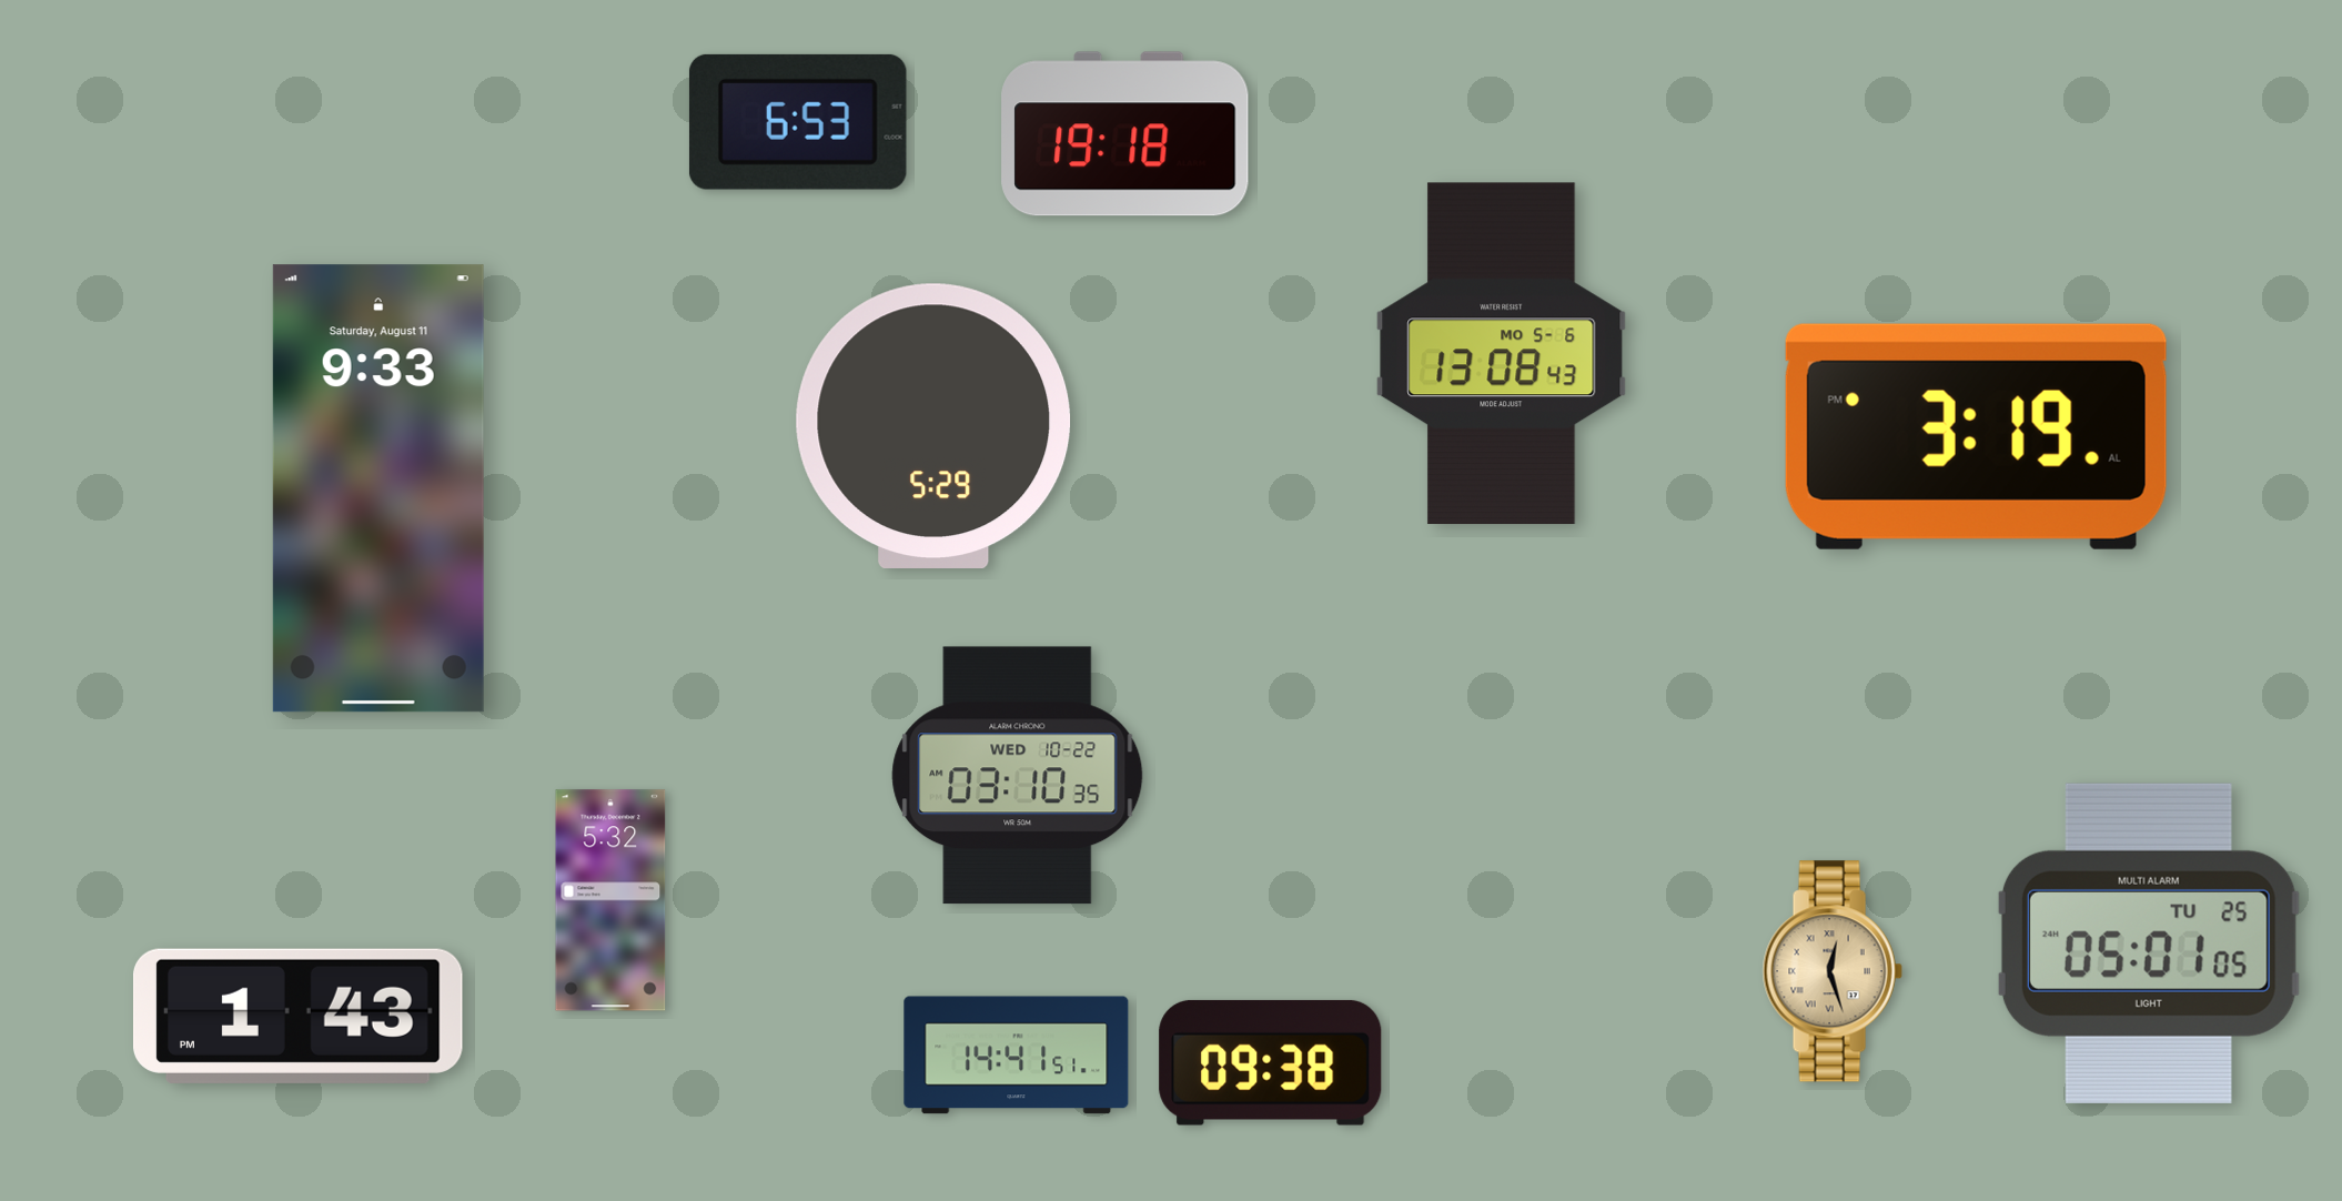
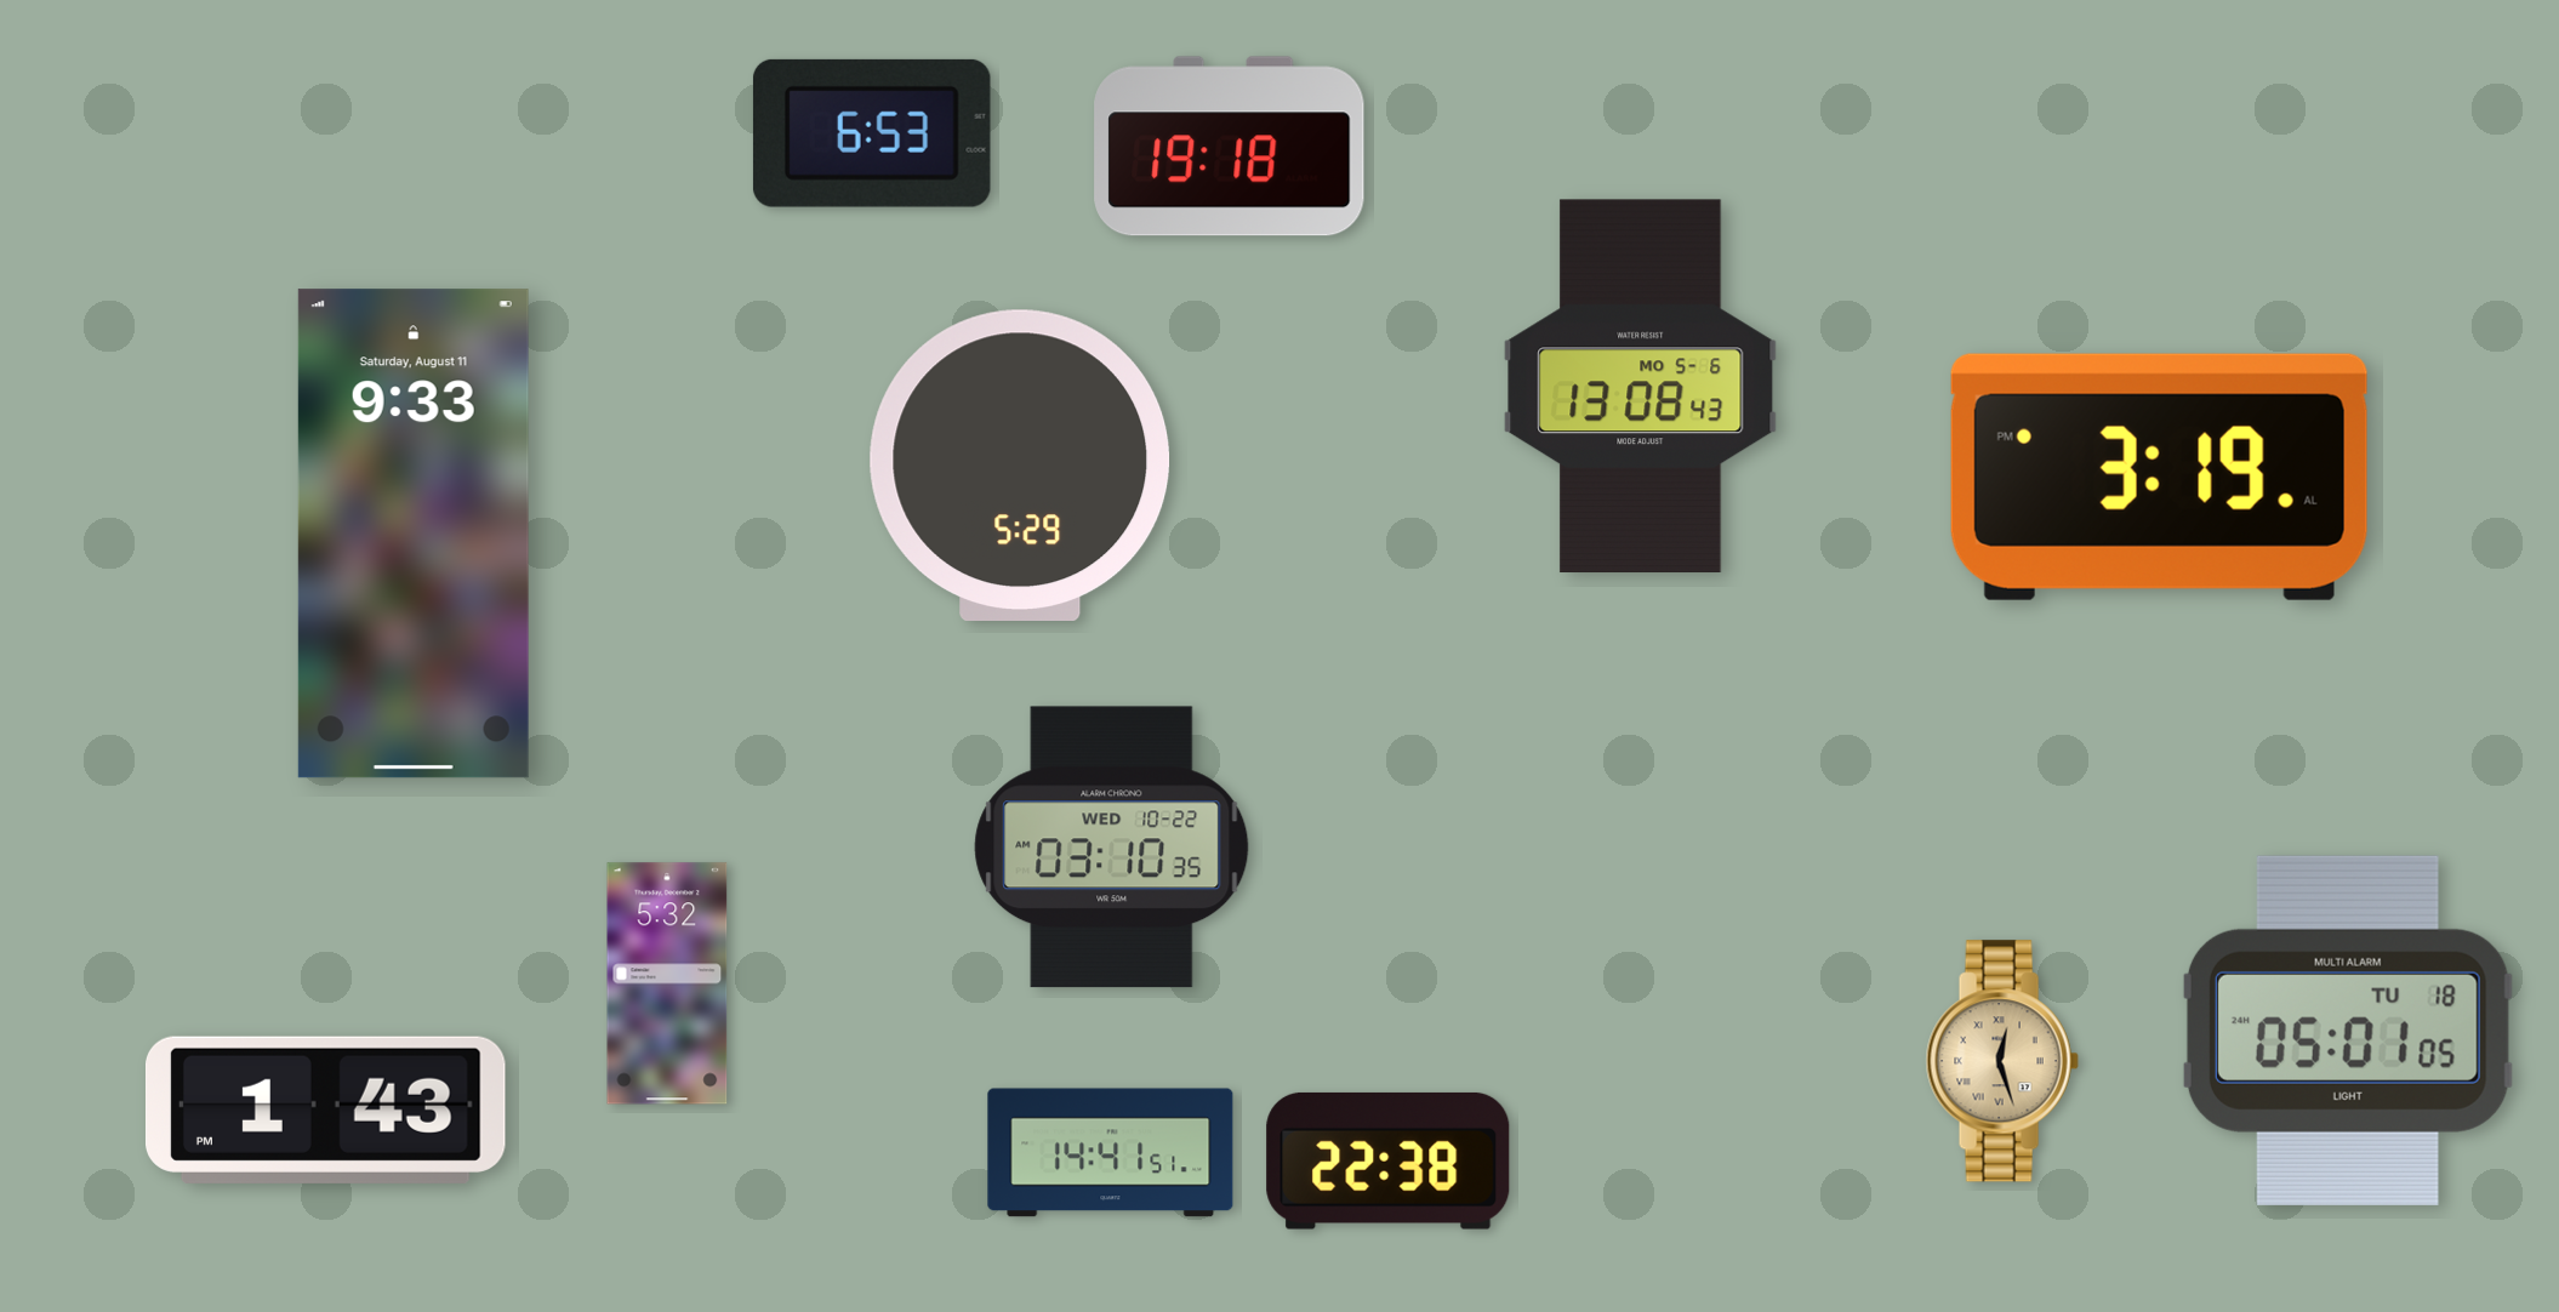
clock at (2149, 943) date: TU 25 -> TU 18
clock at (1271, 1062): 09:38 -> 22:38
